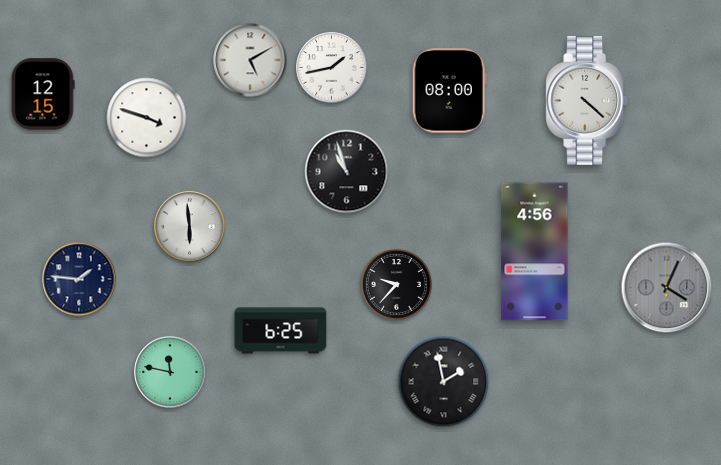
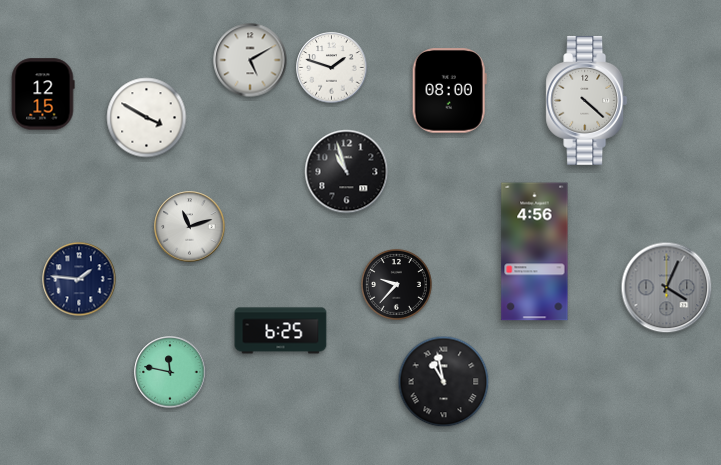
clock at (332, 68): 1:43 -> 1:48
clock at (147, 118): 3:48 -> 3:50
clock at (190, 227): 5:59 -> 11:12
clock at (444, 382): 1:58 -> 10:58
